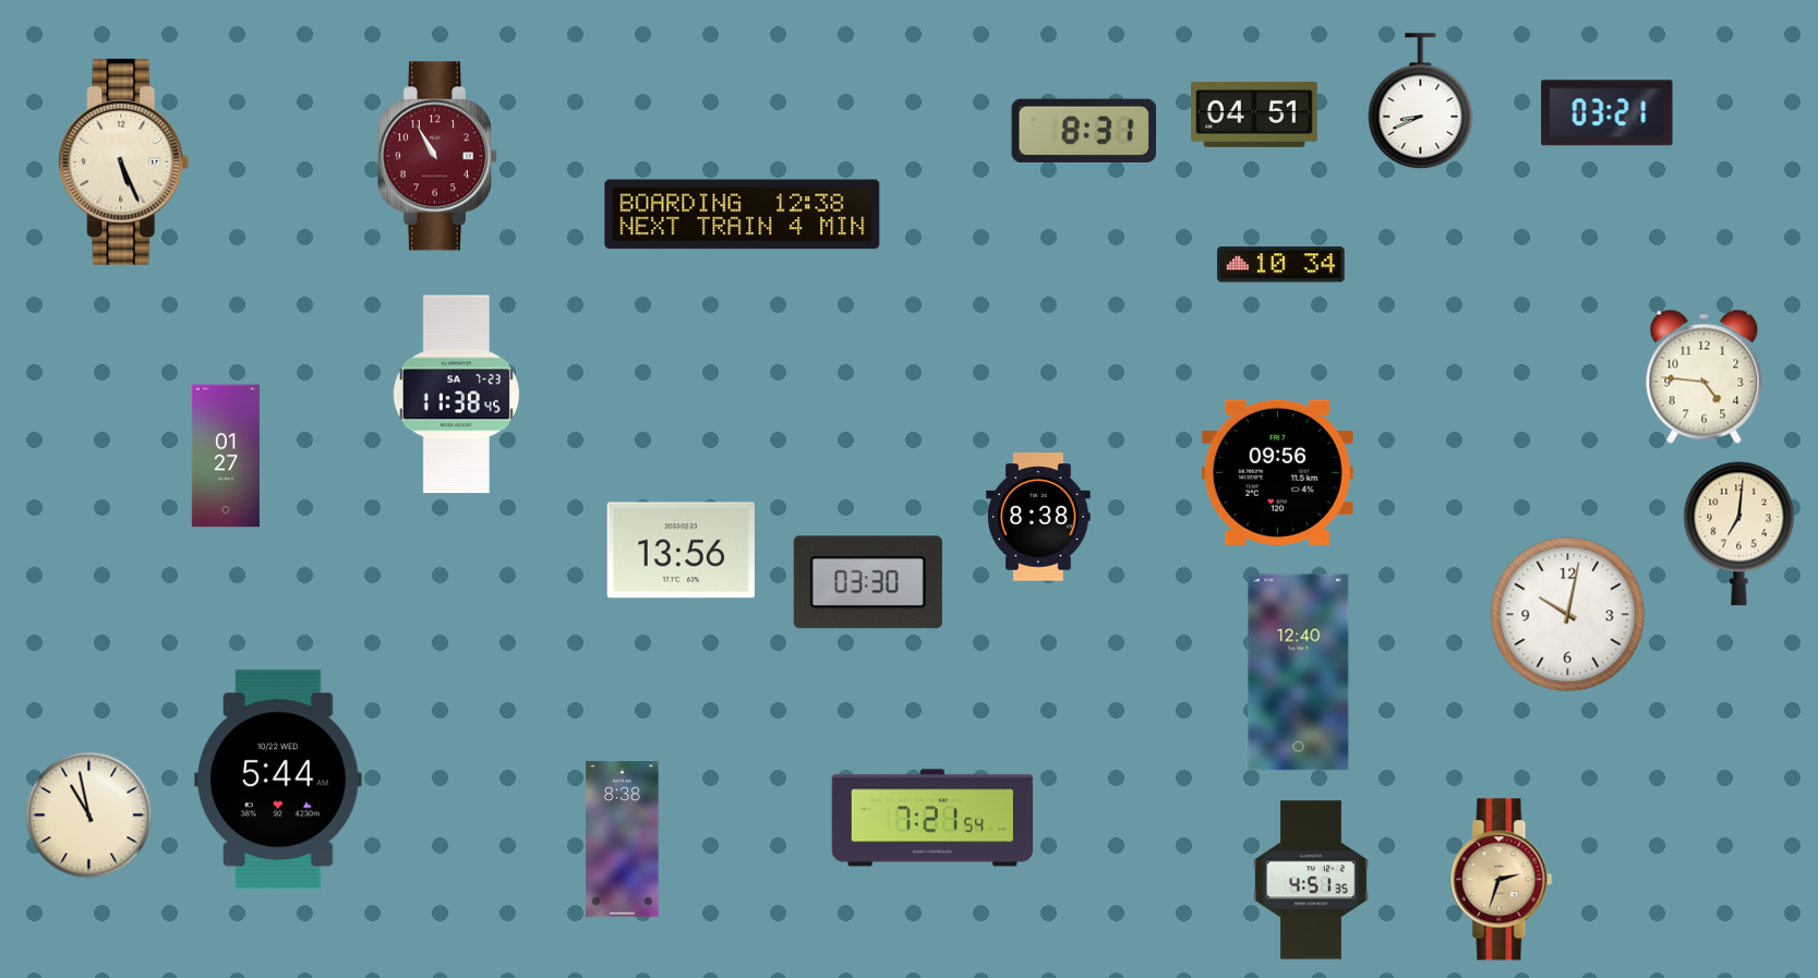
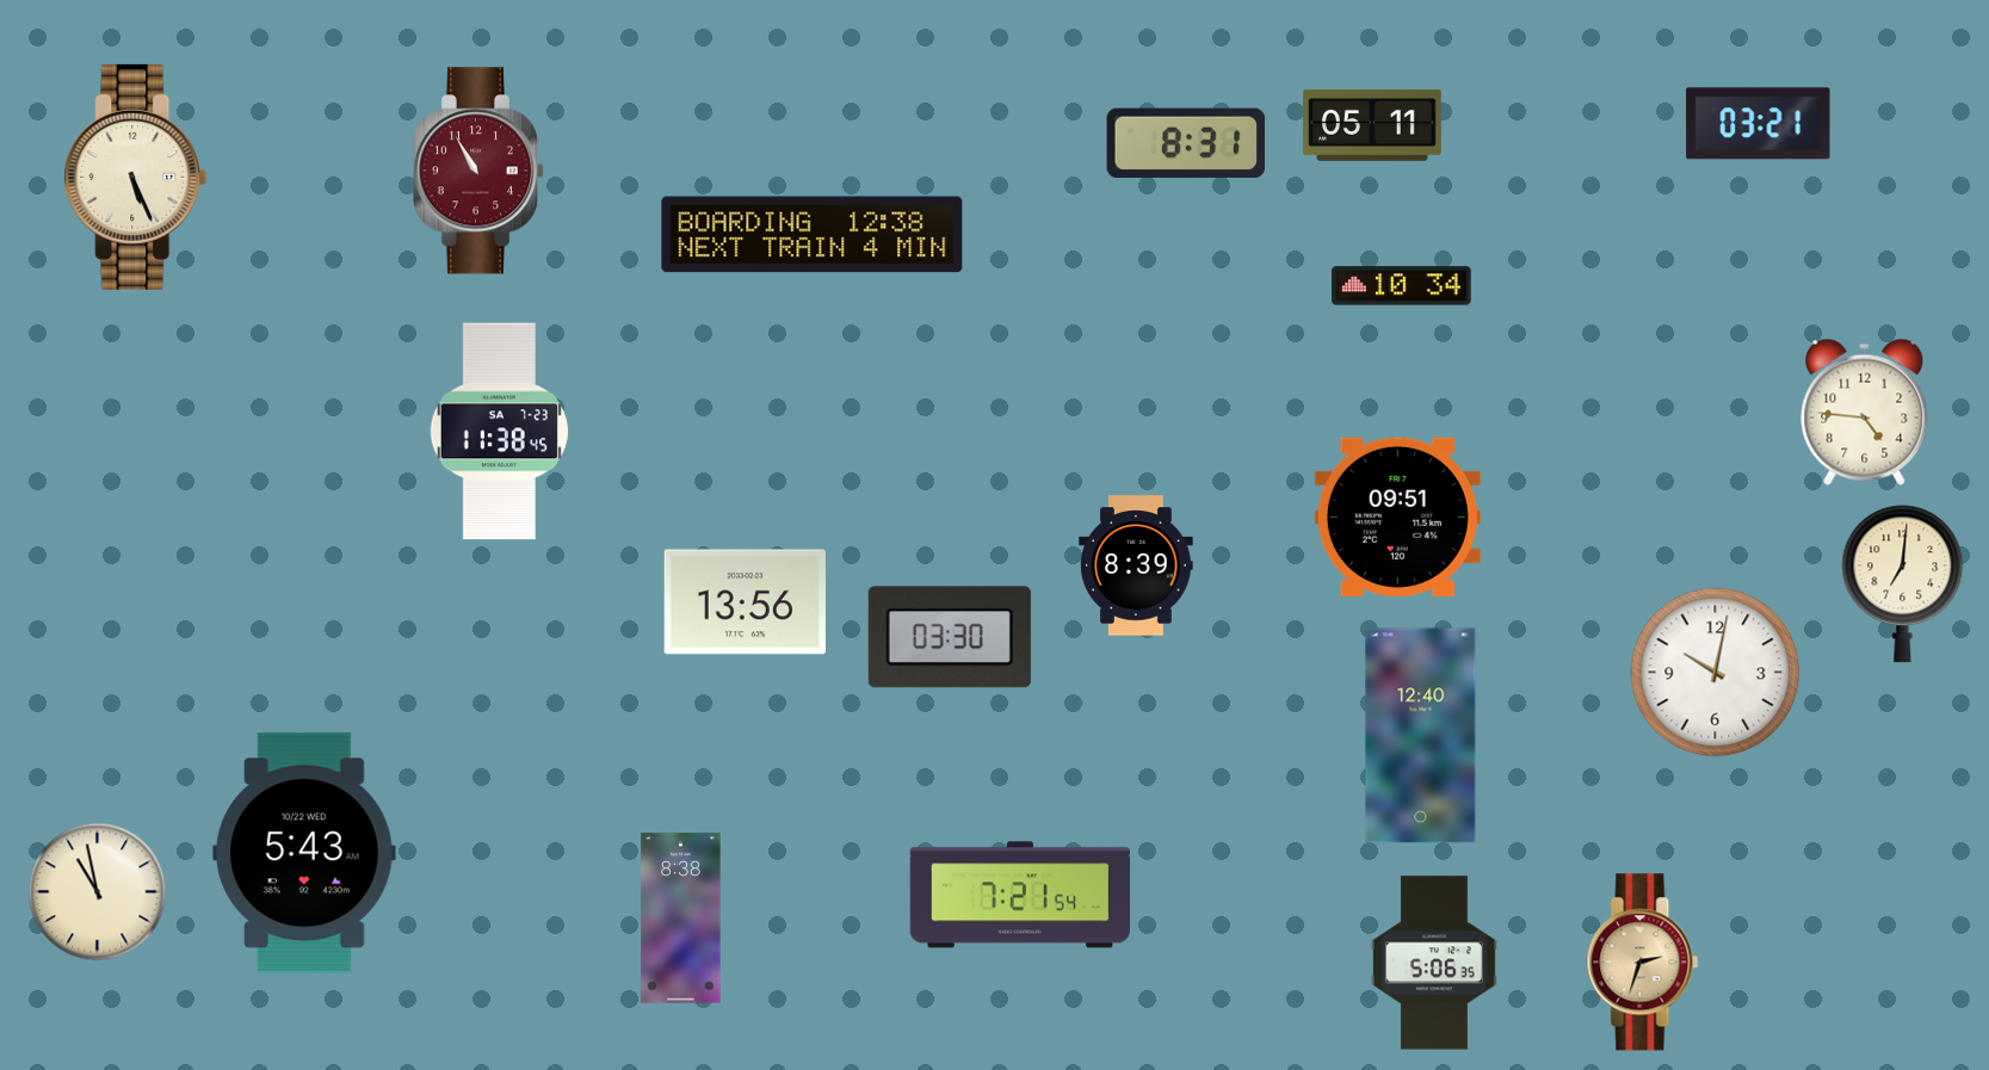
clock at (1421, 101): 8:41 -> none
clock at (1255, 114): 04:51 -> 05:11
clock at (1281, 265) position: (1281, 265) -> (1402, 286)
clock at (226, 456): 01:27 -> none
clock at (1277, 472): 09:56 -> 09:51
clock at (1038, 517): 8:38 -> 8:39
clock at (279, 780): 5:44 -> 5:43
clock at (1311, 880): 4:51 -> 5:06
